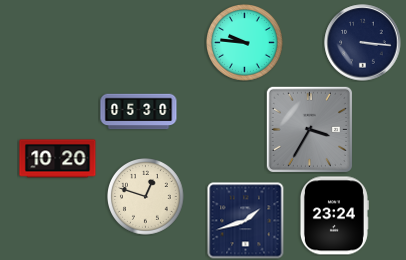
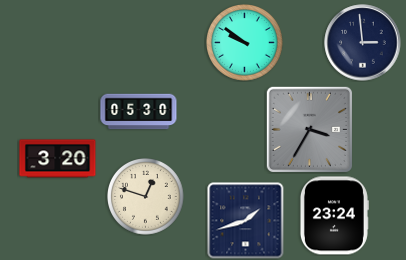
clock at (245, 43): 9:46 -> 9:51
clock at (363, 43): 3:16 -> 2:59
clock at (58, 159): 10:20 -> 3:20
